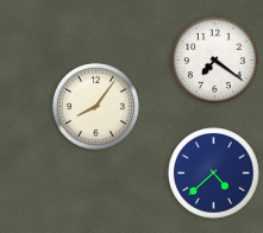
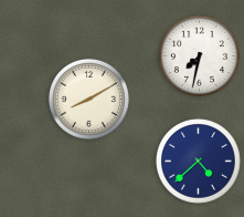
clock at (214, 59): 7:21 -> 7:32
clock at (95, 106): 8:06 -> 8:10
